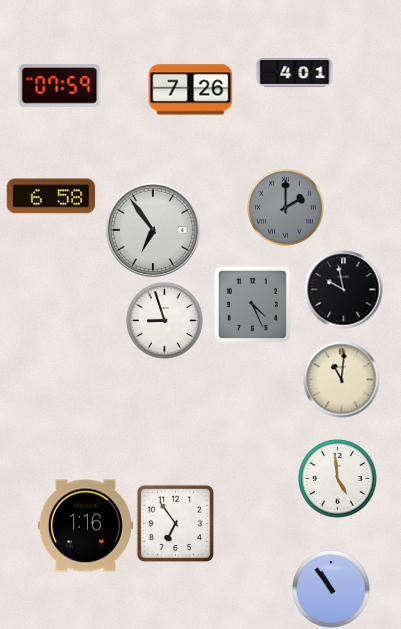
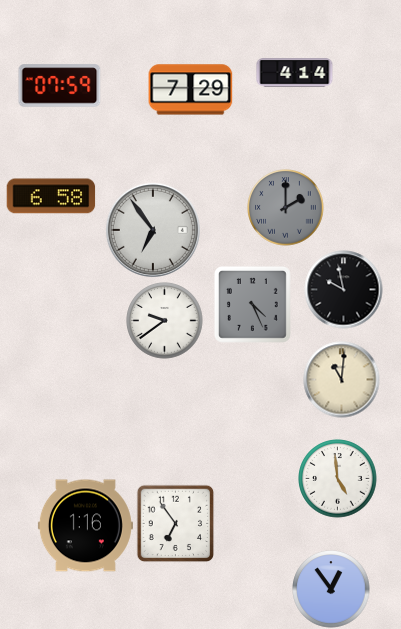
clock at (295, 73): 4:01 -> 4:14
clock at (191, 90): 7:26 -> 7:29
clock at (165, 321): 8:57 -> 9:39
clock at (331, 589): 10:54 -> 12:54
